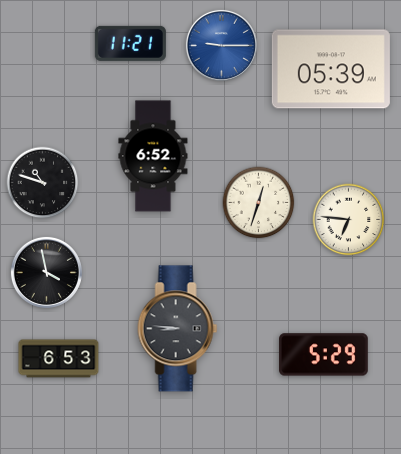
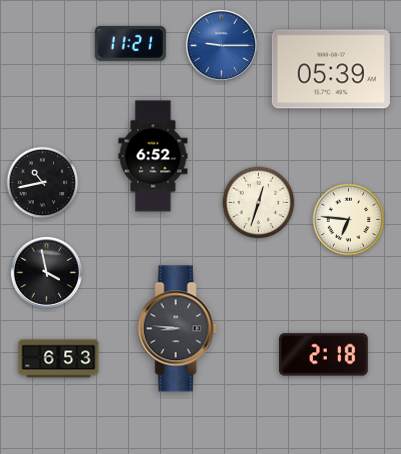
clock at (43, 183): 10:48 -> 10:43
clock at (324, 355): 5:29 -> 2:18
